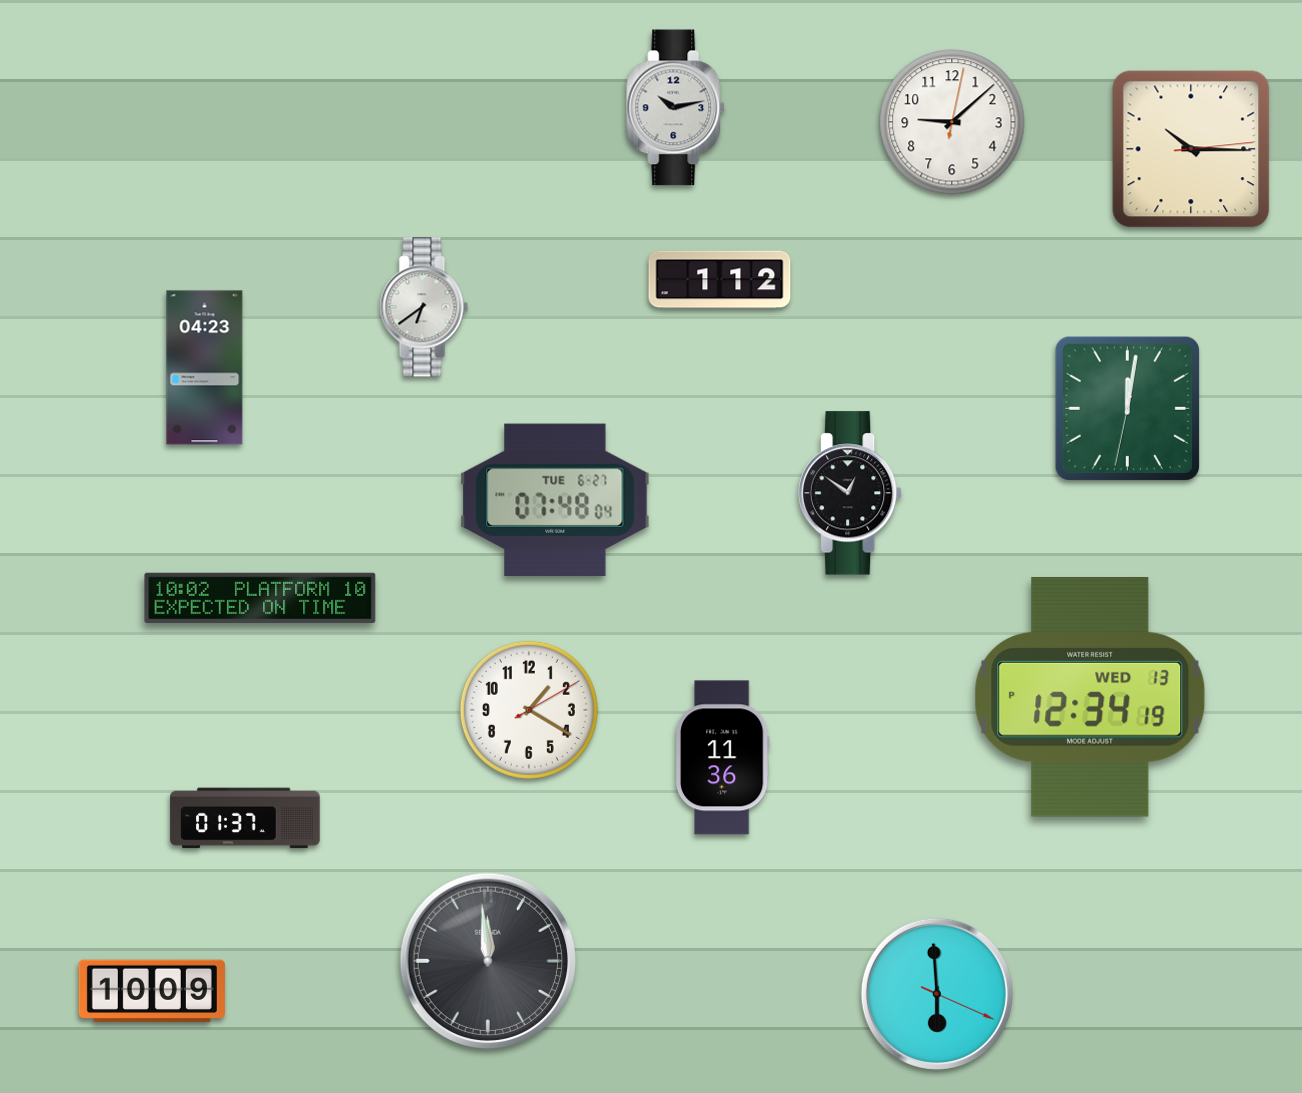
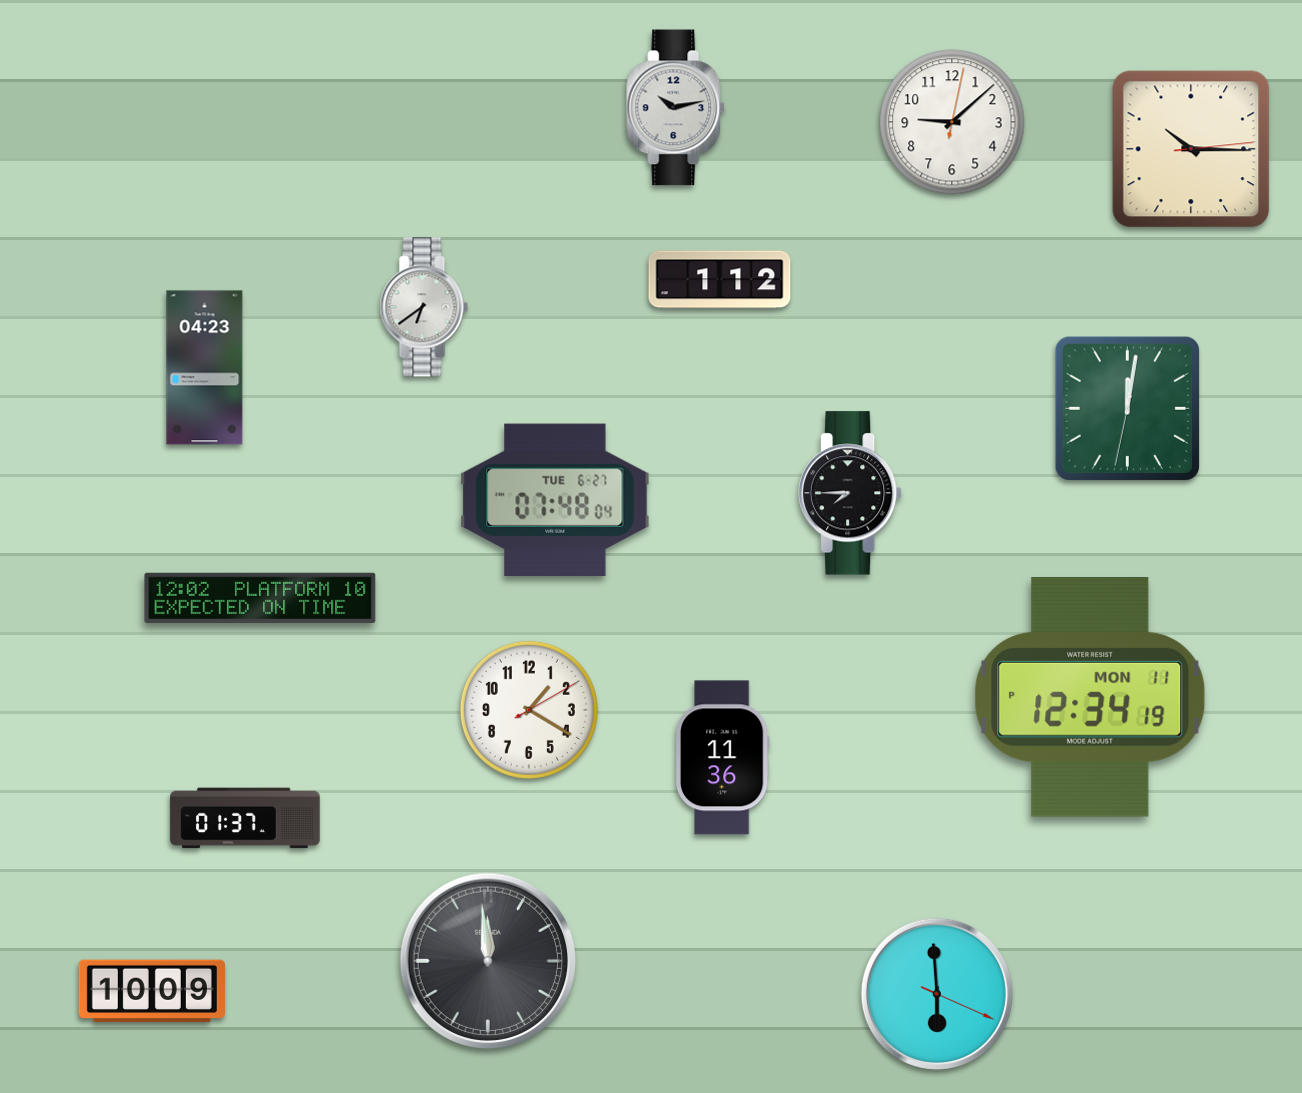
clock at (850, 493): 12:51 -> 7:45
clock at (260, 598): 10:02 -> 12:02
clock at (1090, 698) date: WED 13 -> MON 11
